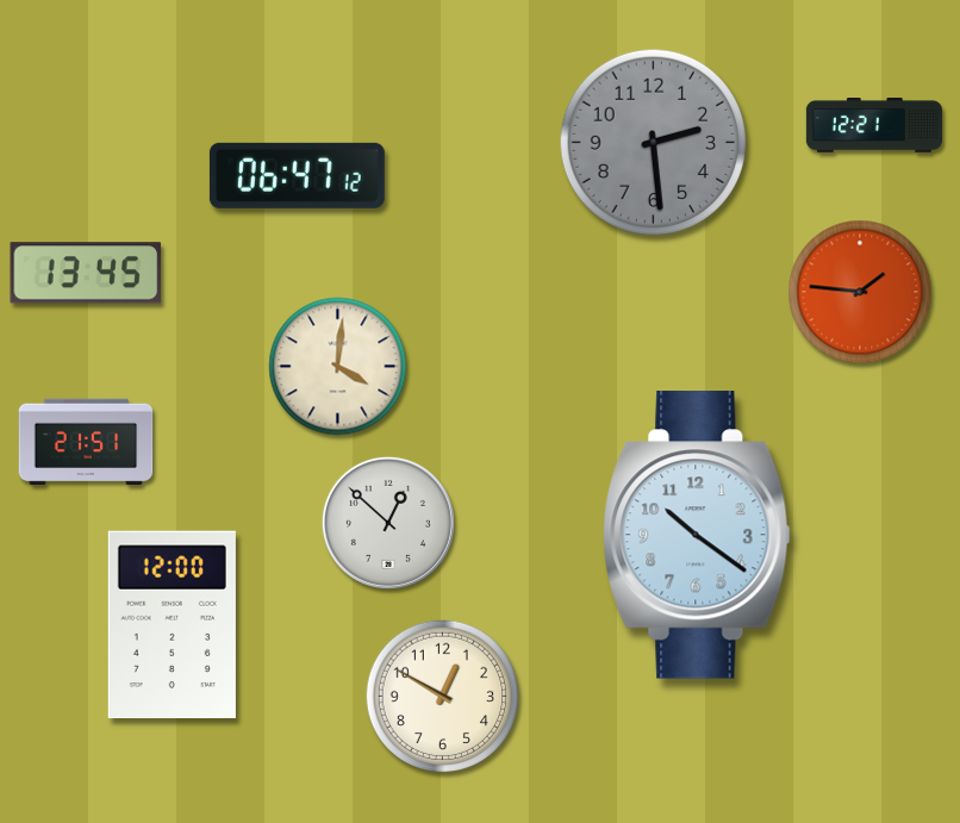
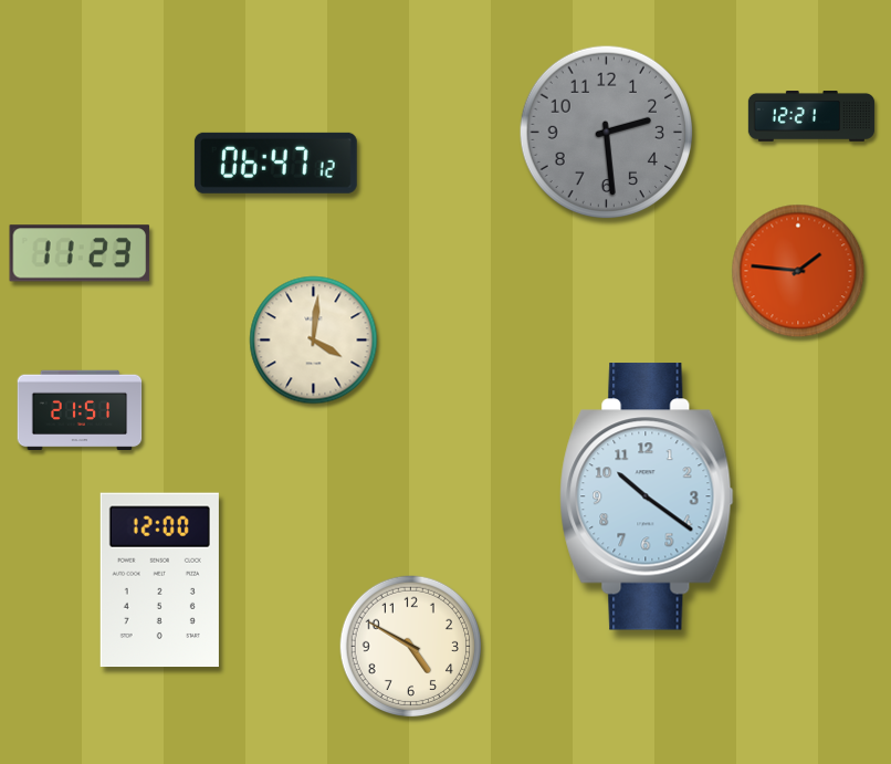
clock at (86, 273): 13:45 -> 11:23
clock at (388, 523): 12:52 -> none
clock at (443, 697): 12:50 -> 4:50
